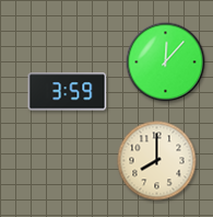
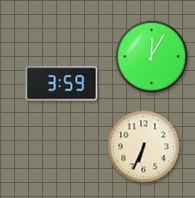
clock at (166, 62): 12:07 -> 12:05
clock at (157, 161): 8:00 -> 6:34
